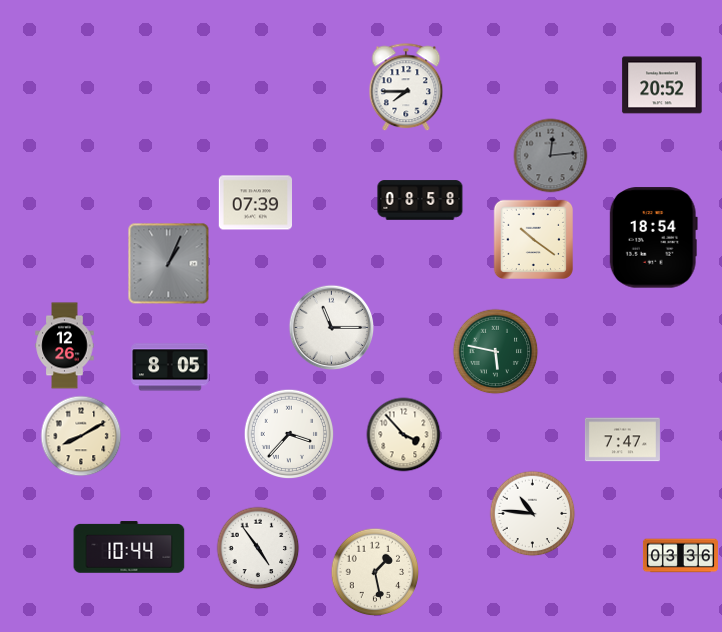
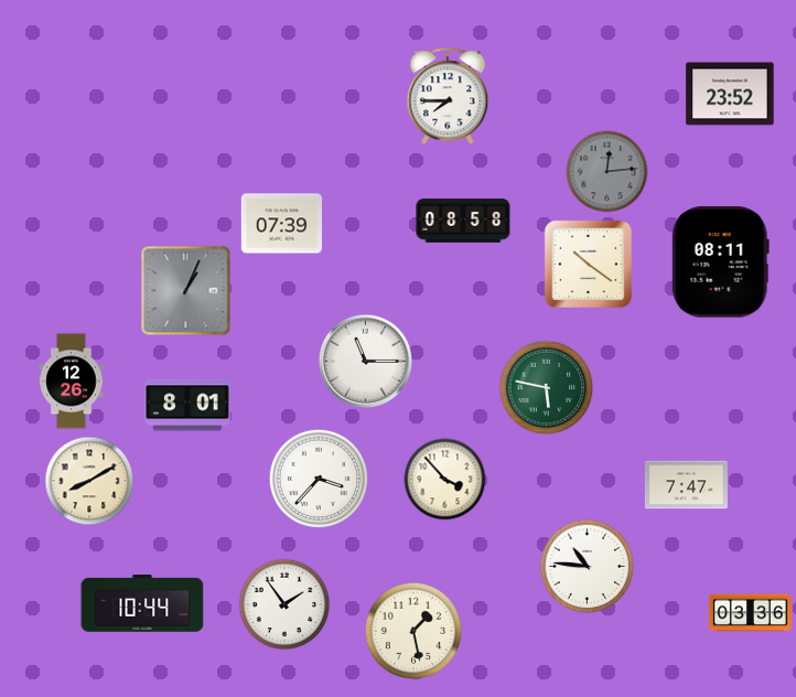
clock at (662, 85): 20:52 -> 23:52
clock at (653, 238): 18:54 -> 08:11
clock at (170, 367): 8:05 -> 8:01
clock at (258, 548): 4:54 -> 1:54
